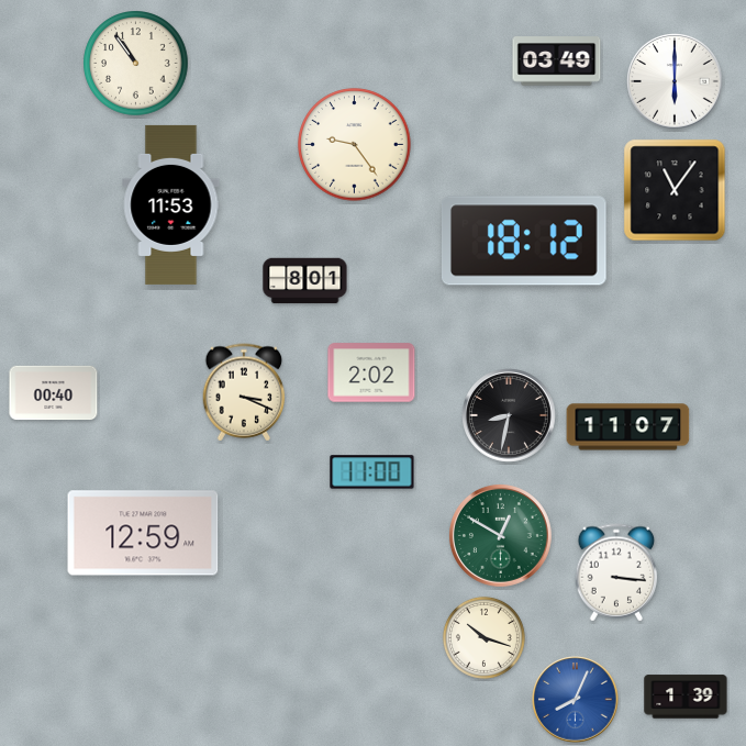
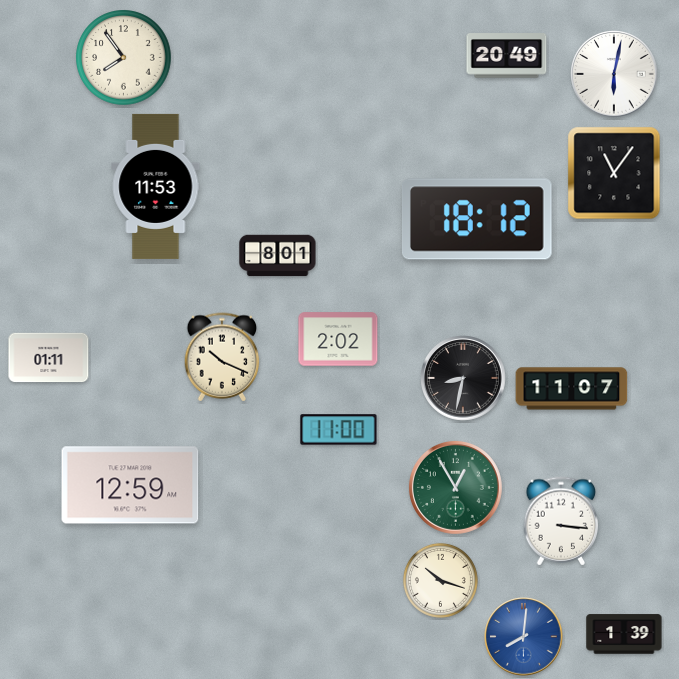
clock at (557, 62): 03:49 -> 20:49
clock at (136, 64): 10:54 -> 7:54
clock at (676, 82): 6:00 -> 6:02
clock at (355, 145): 9:24 -> none
clock at (244, 392): 3:19 -> 10:19
clock at (54, 393): 00:40 -> 01:11
clock at (500, 535): 12:50 -> 12:55
clock at (576, 700): 8:04 -> 8:01
